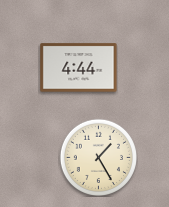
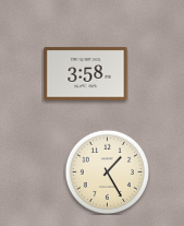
clock at (79, 68): 4:44 -> 3:58
